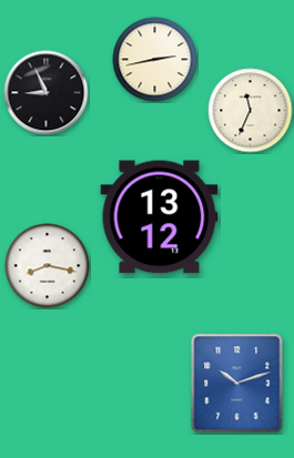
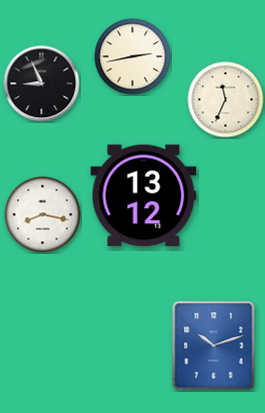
clock at (155, 60) position: (155, 60) -> (133, 57)
clock at (48, 266) position: (48, 266) -> (43, 215)
